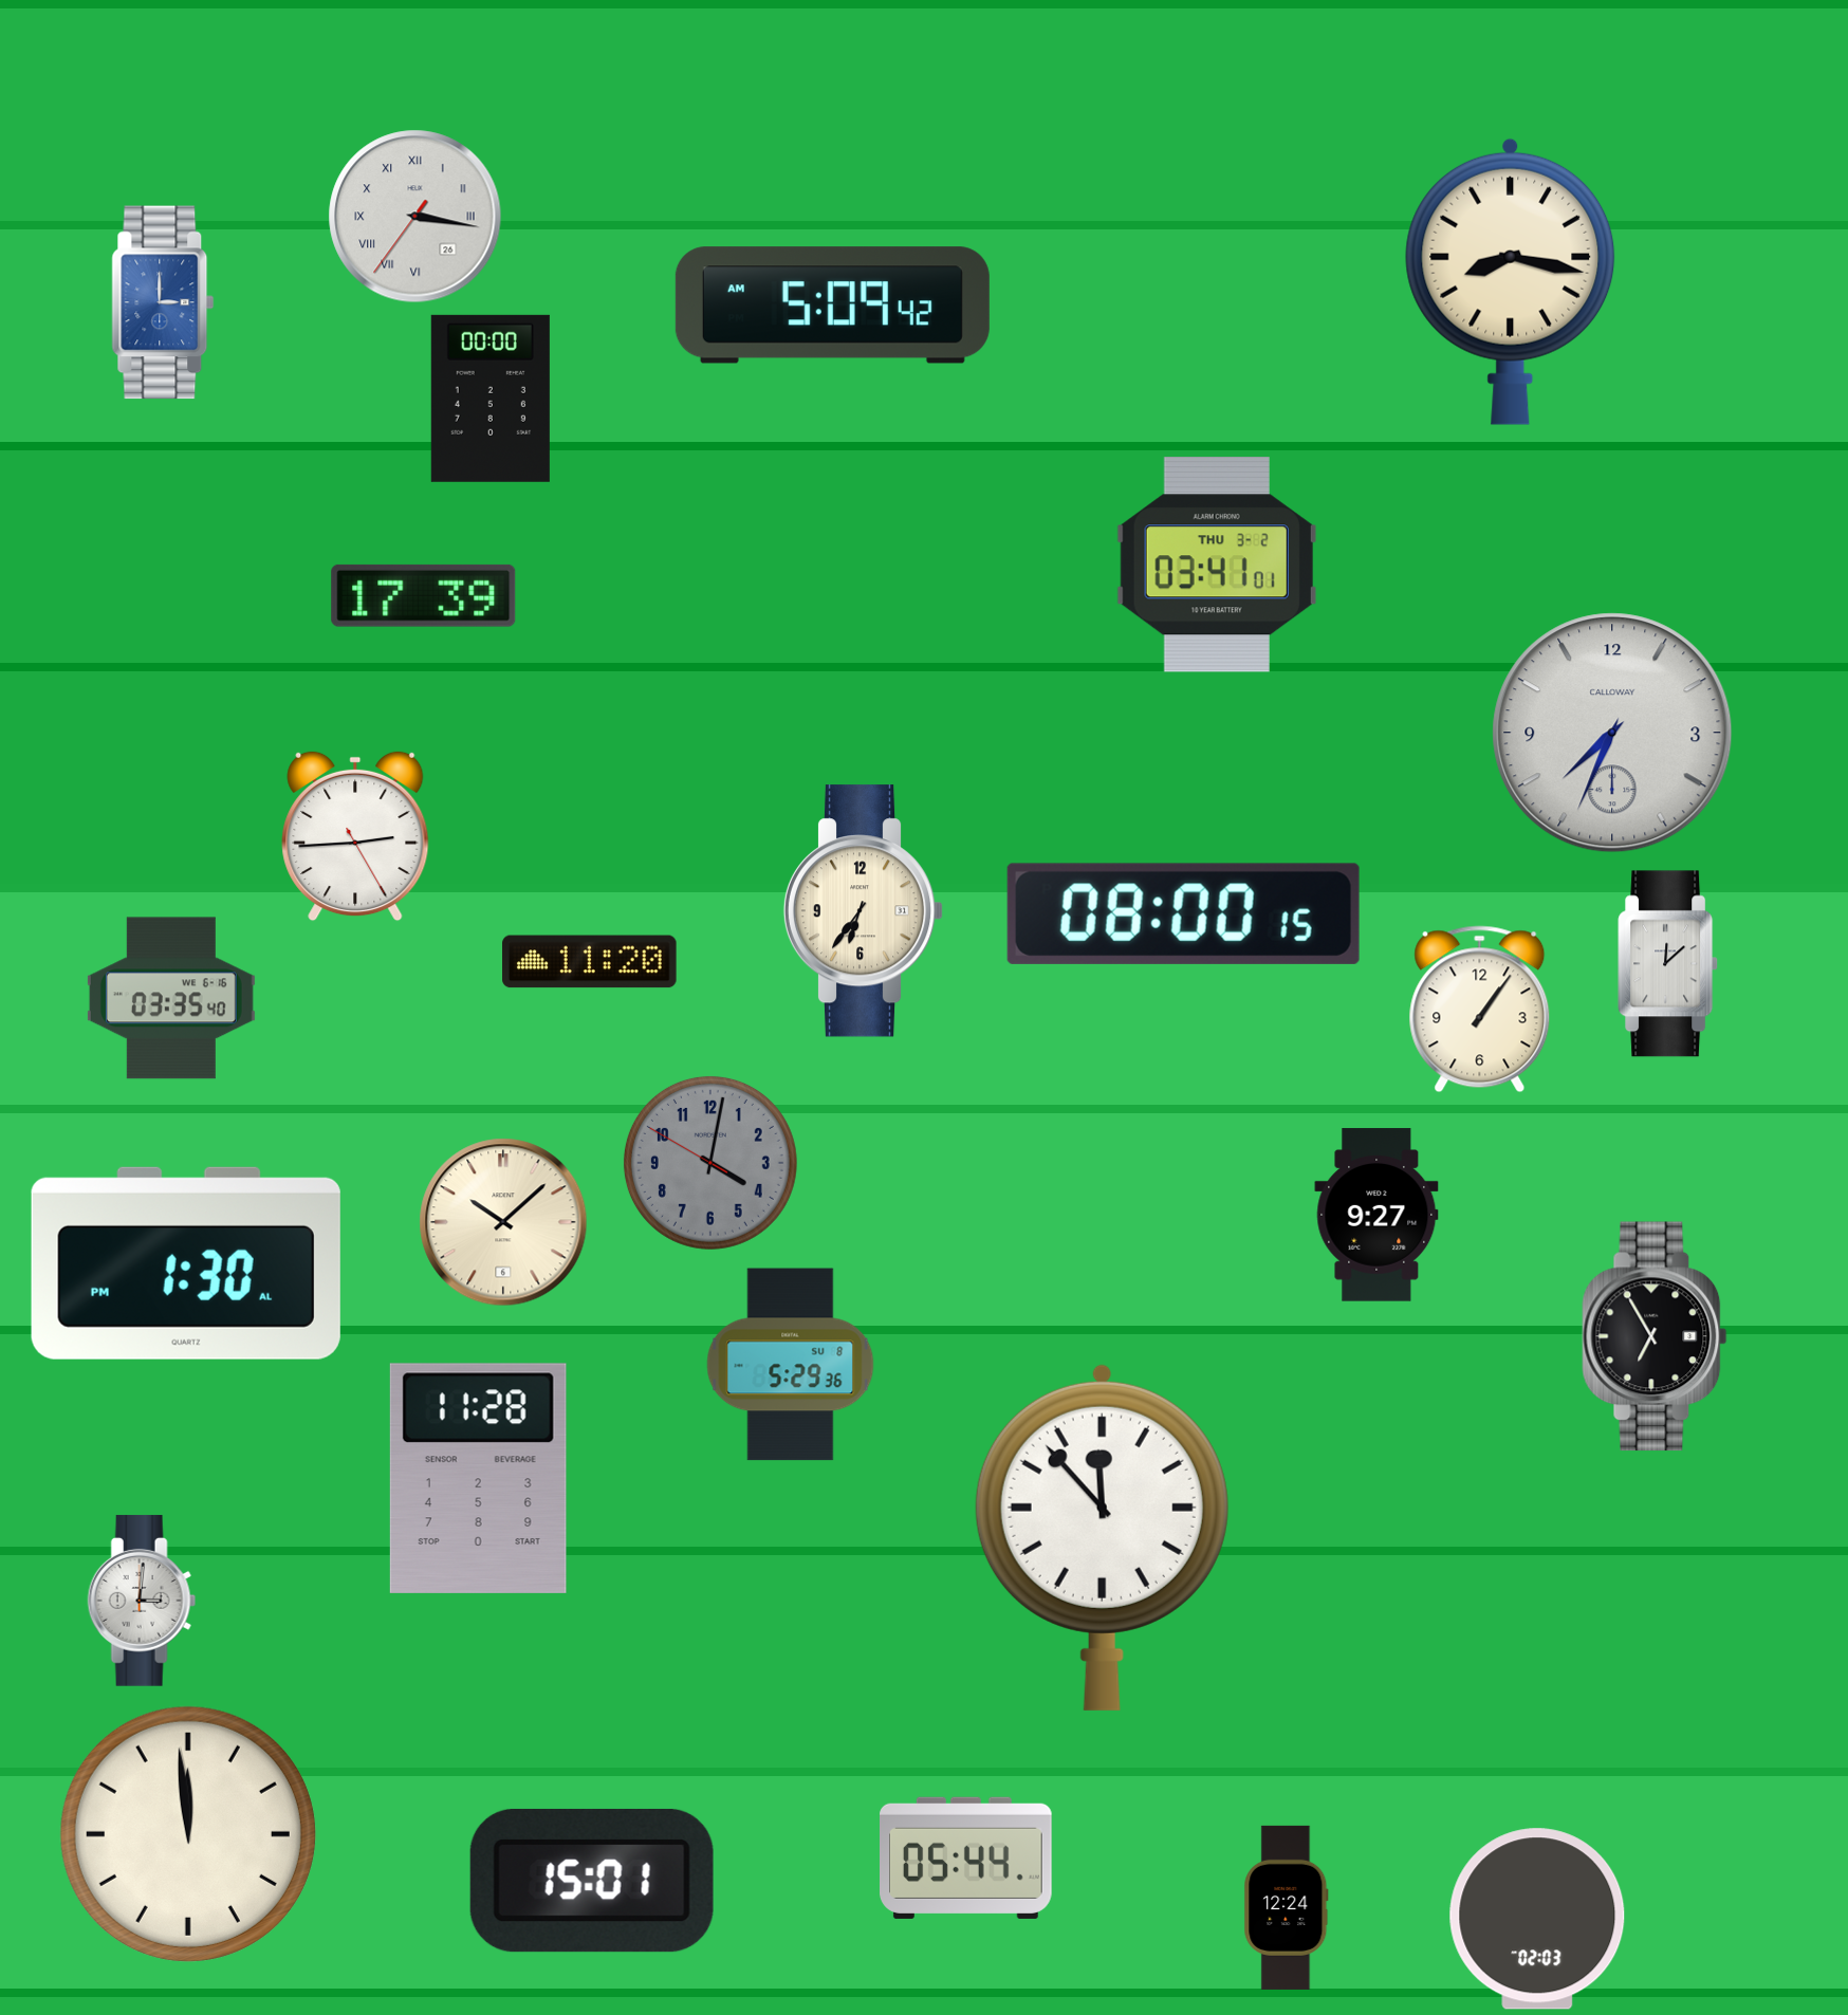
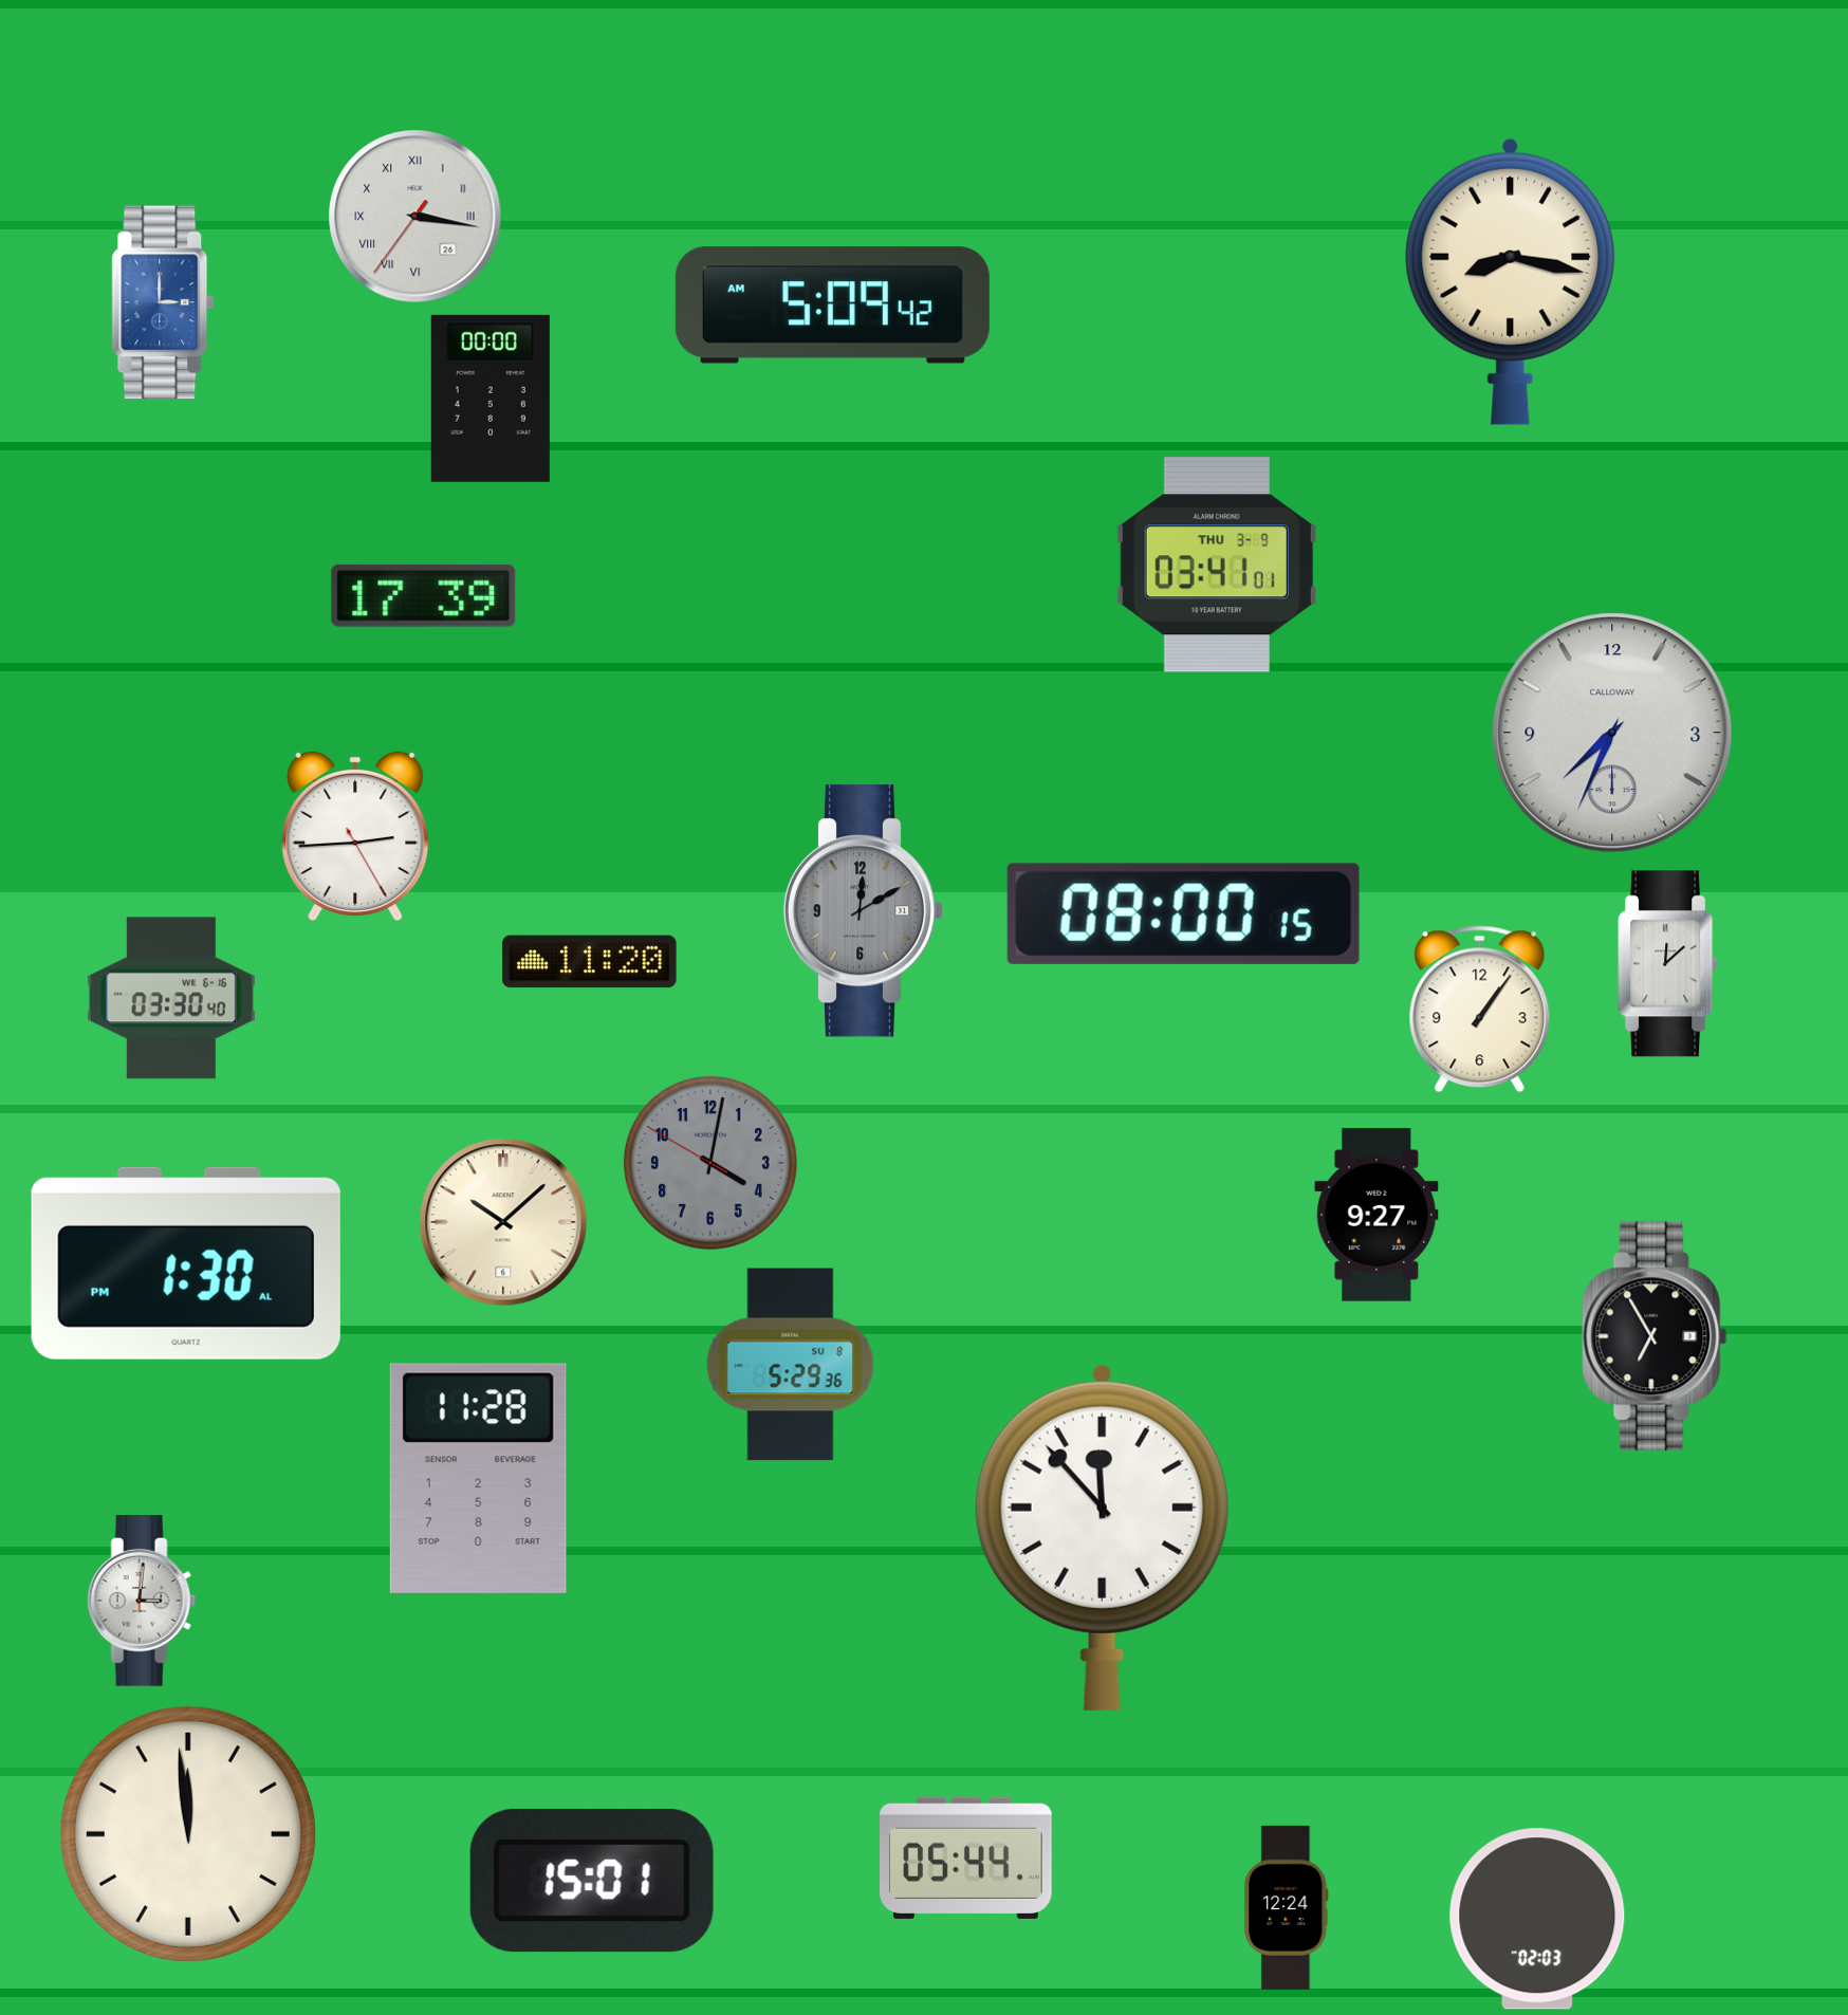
clock at (1217, 565) date: THU 3-2 -> THU 3-9
clock at (864, 911): 6:36 -> 12:10
clock at (864, 911) dial: cream -> grey
clock at (171, 998): 03:35 -> 03:30
